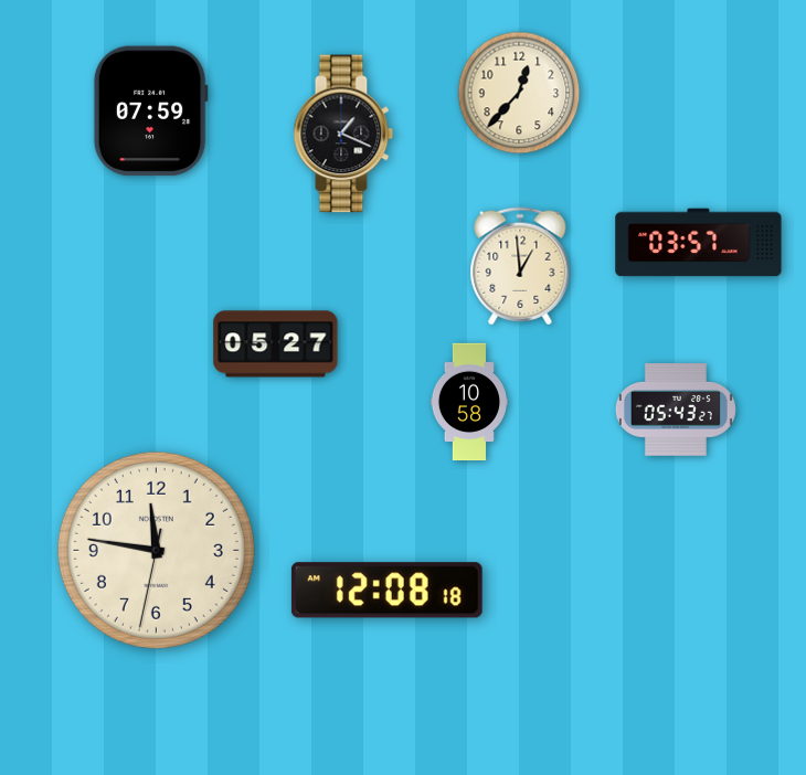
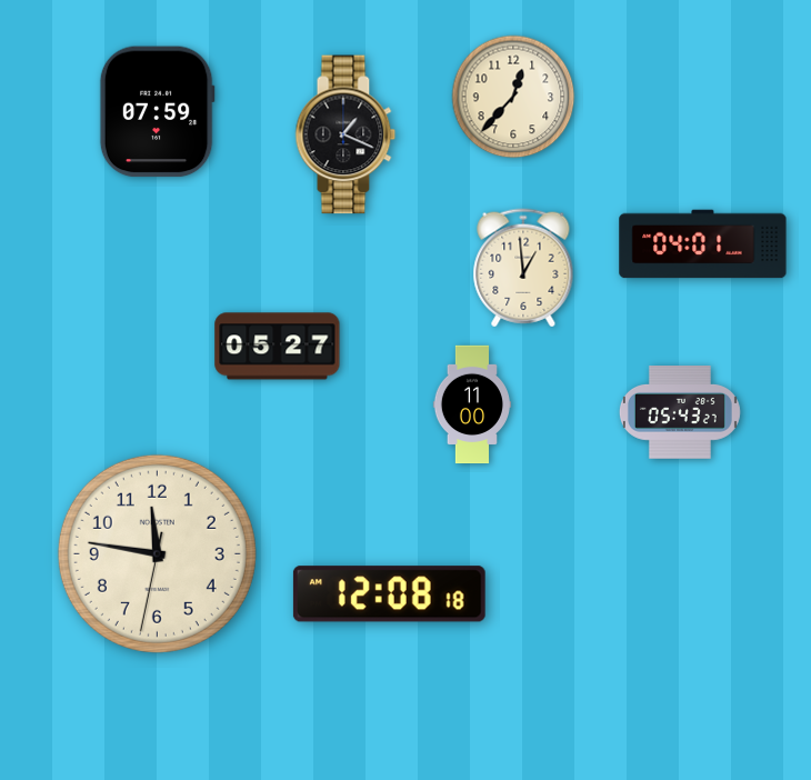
clock at (519, 93) position: (519, 93) -> (513, 97)
clock at (150, 112) position: (150, 112) -> (157, 112)
clock at (699, 243): 03:57 -> 04:01
clock at (468, 402): 10:58 -> 11:00
